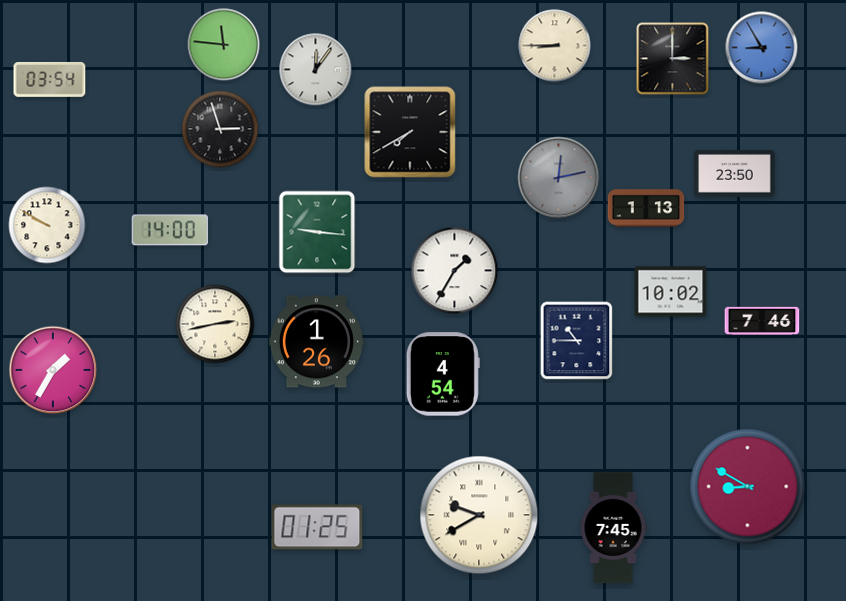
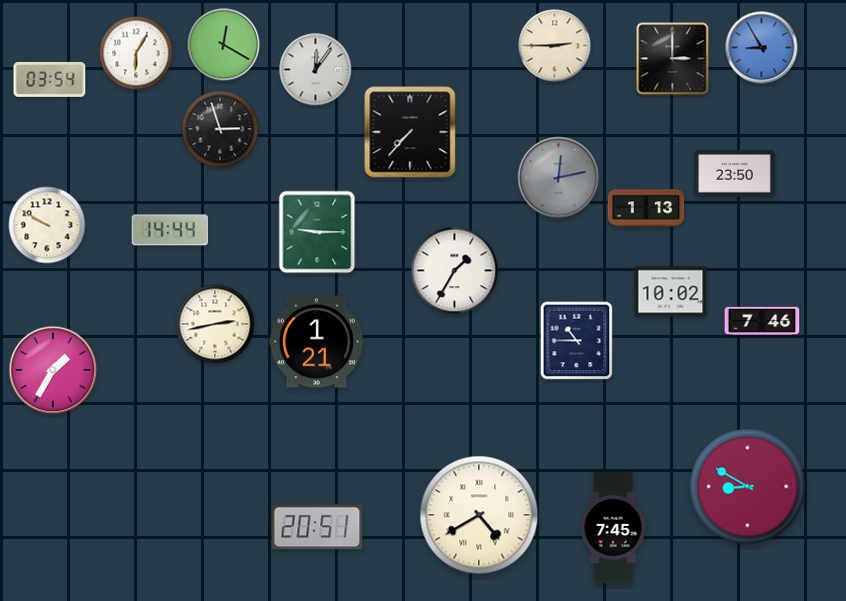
clock at (224, 45): 11:46 -> 12:20
clock at (555, 46): 8:45 -> 2:45
clock at (136, 53): none -> 6:05
clock at (410, 132): 7:40 -> 7:37
clock at (170, 230): 14:00 -> 14:44
clock at (317, 232): 9:16 -> 9:15
clock at (316, 342): 1:26 -> 1:21
clock at (443, 374): 4:54 -> none
clock at (479, 515): 9:40 -> 4:40
clock at (317, 527): 01:25 -> 20:51
